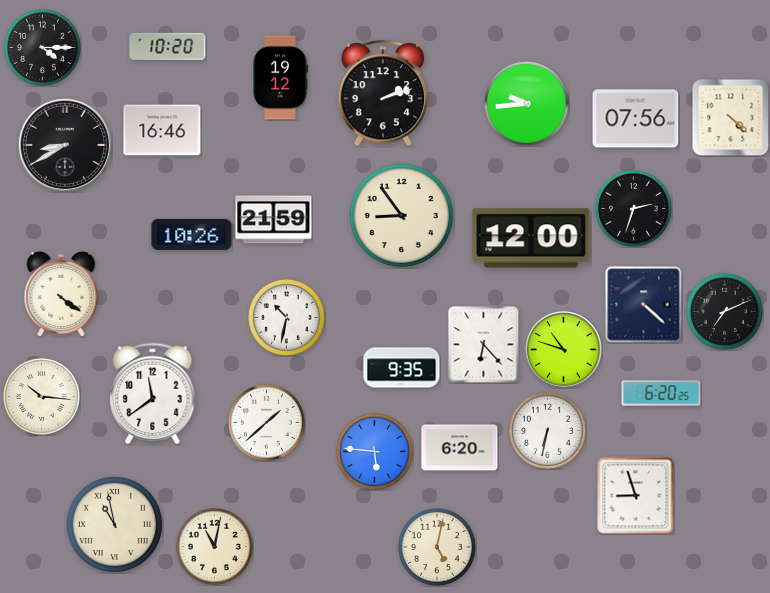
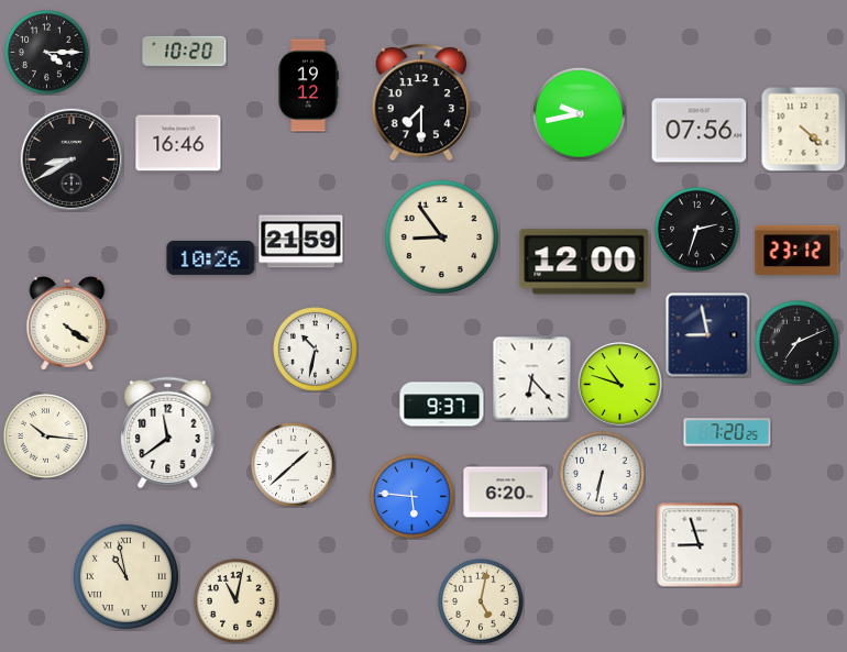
clock at (383, 94): 2:12 -> 7:30
clock at (526, 103): 9:44 -> 9:43
clock at (798, 251): none -> 23:12
clock at (644, 305): 4:22 -> 8:58
clock at (402, 368): 9:35 -> 9:37
clock at (661, 393): 6:20 -> 7:20
